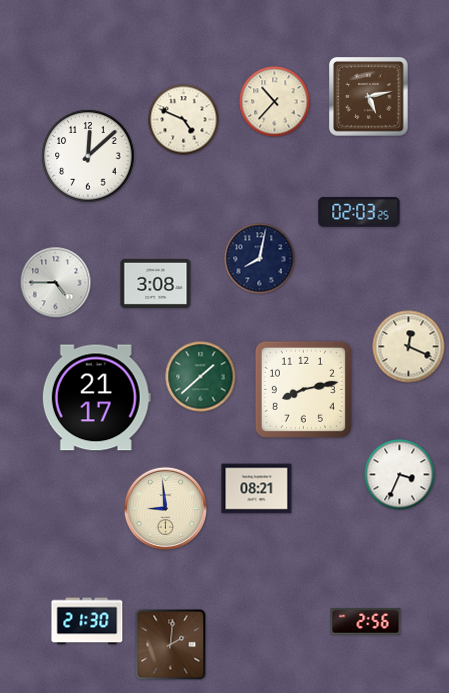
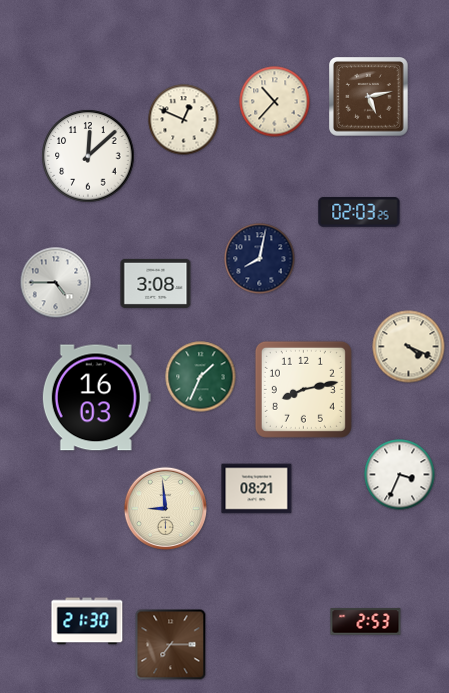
clock at (184, 120): 4:49 -> 12:49
clock at (409, 347): 12:19 -> 4:19
clock at (201, 377): 1:38 -> 1:34
clock at (96, 398): 21:17 -> 16:03
clock at (366, 622): 2:56 -> 2:53
clock at (171, 645): 2:01 -> 7:15
